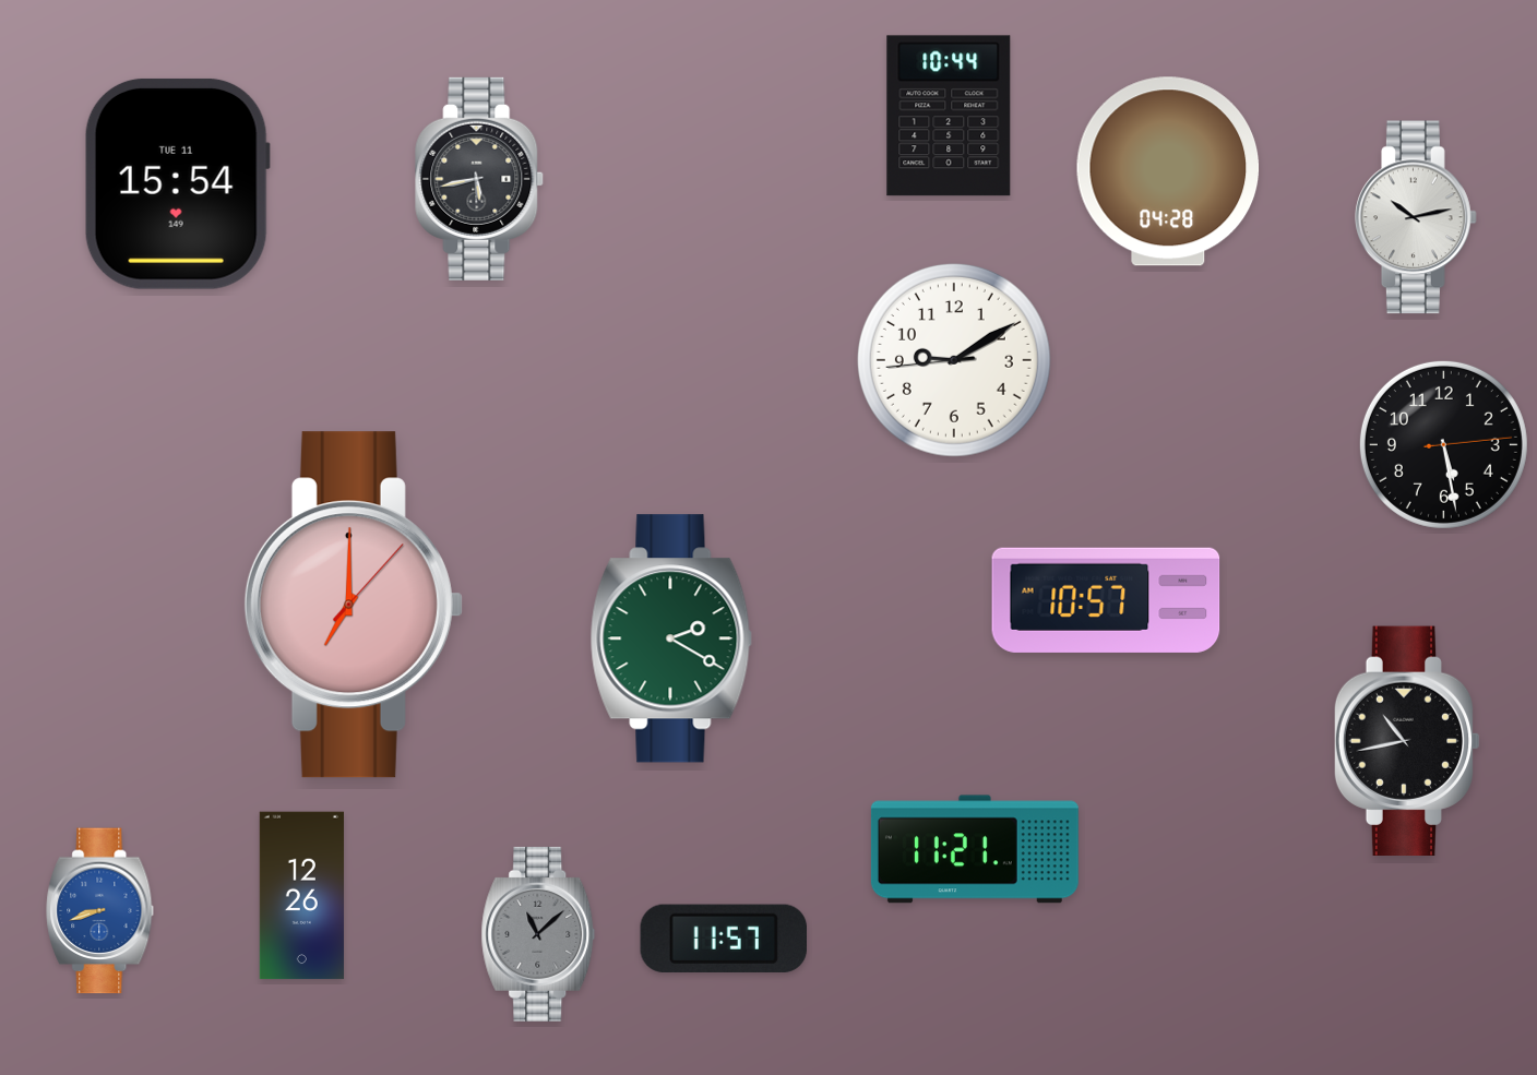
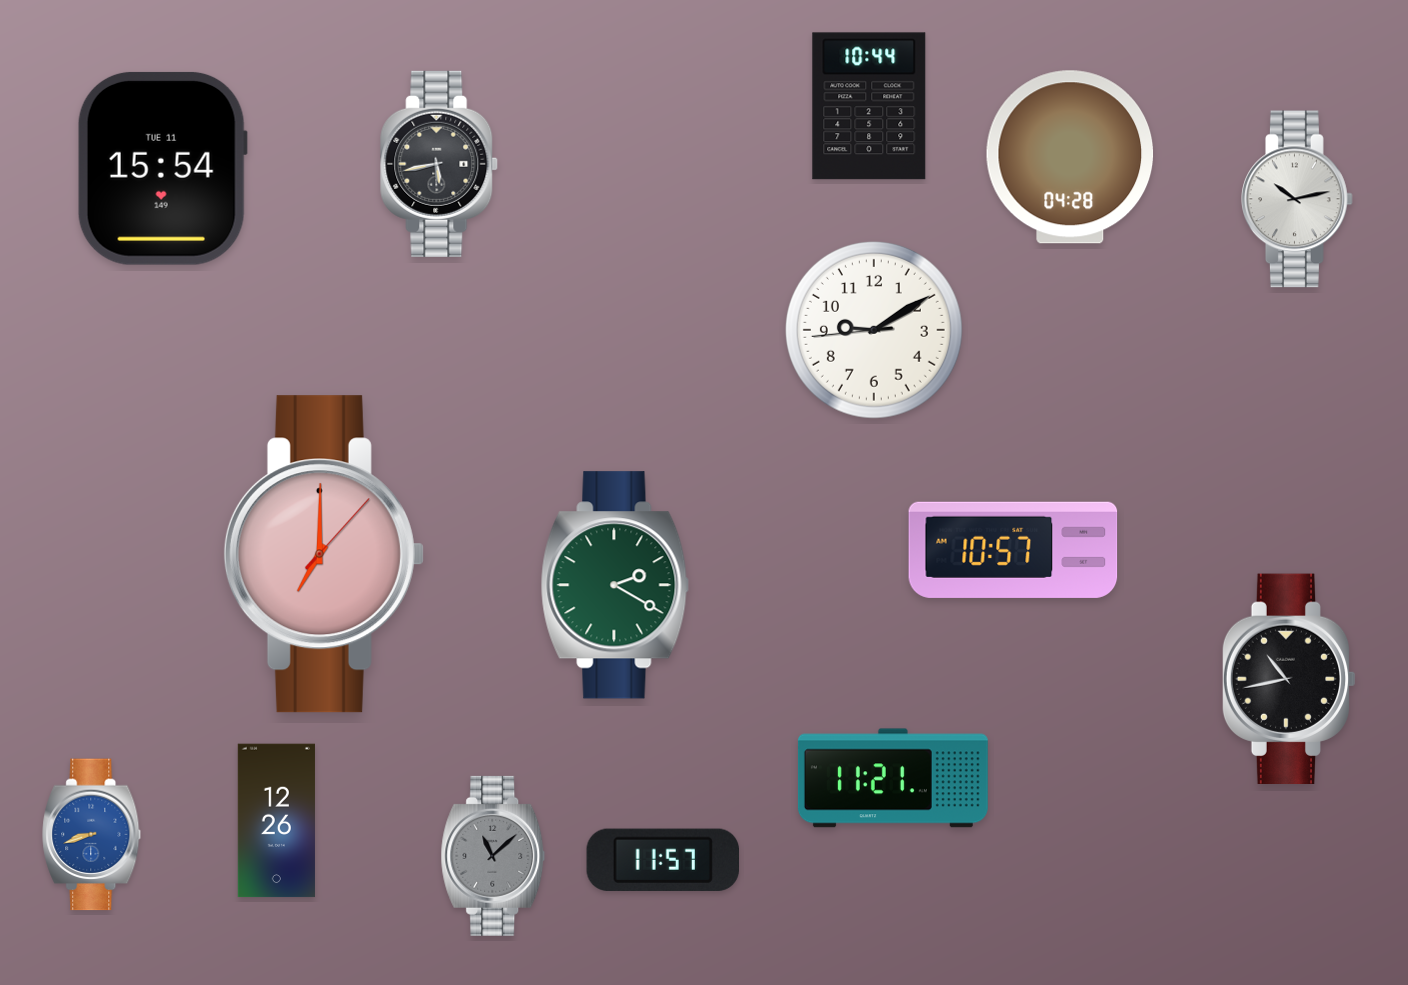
clock at (1443, 444): 5:28 -> none
